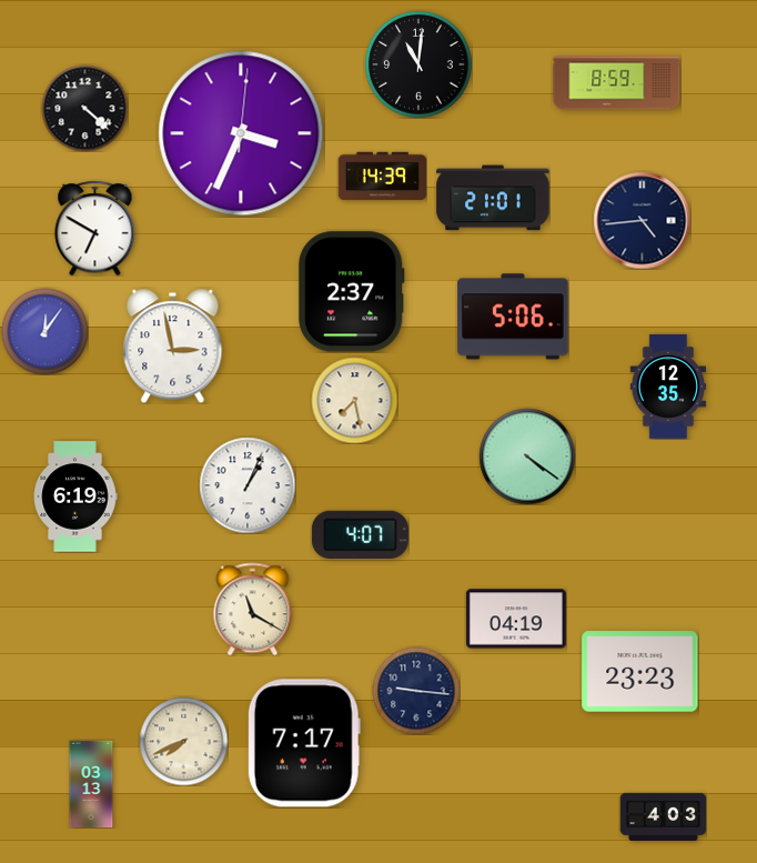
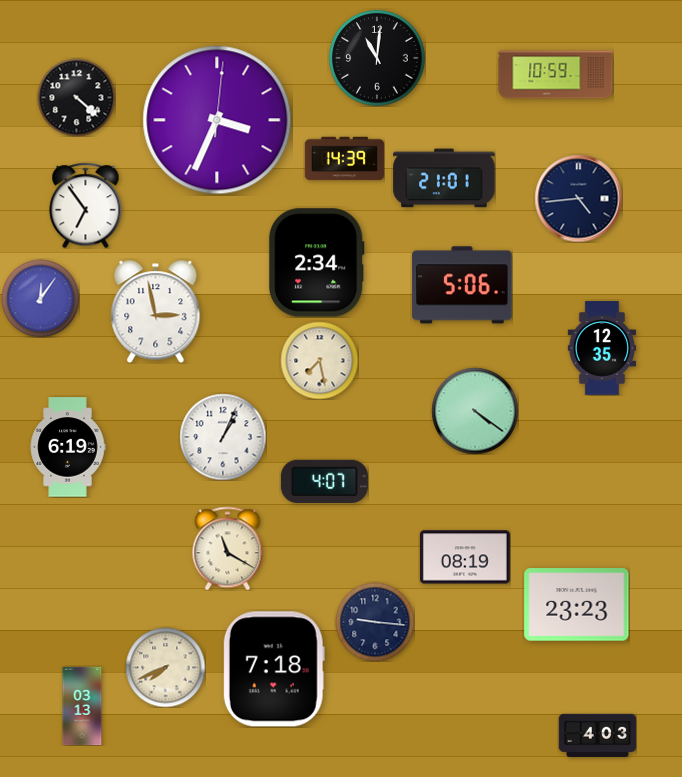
clock at (617, 83): 8:59 -> 10:59
clock at (95, 228): 6:50 -> 6:54
clock at (351, 292): 2:37 -> 2:34
clock at (516, 619): 04:19 -> 08:19
clock at (304, 743): 7:17 -> 7:18
